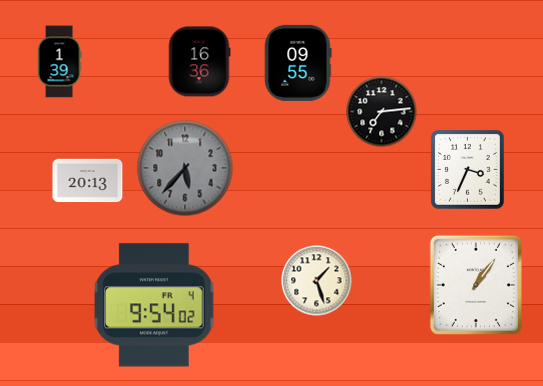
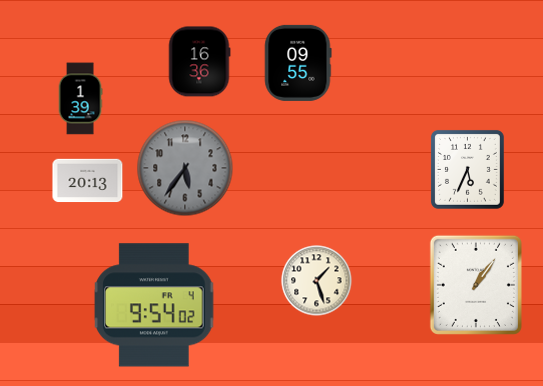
clock at (59, 62) position: (59, 62) -> (80, 99)
clock at (382, 112): 7:14 -> none
clock at (185, 168): 5:37 -> 5:36
clock at (467, 169): 3:34 -> 5:34
